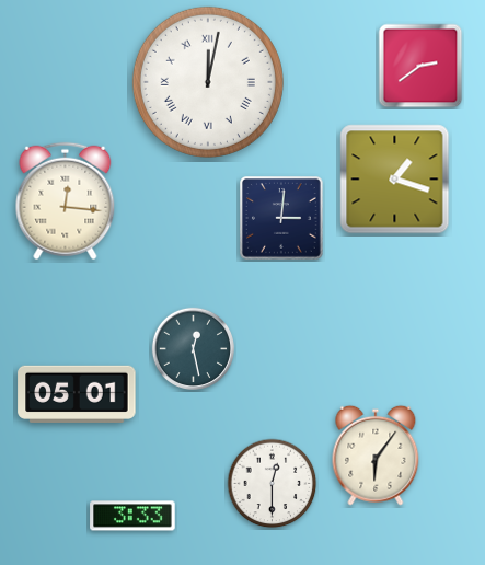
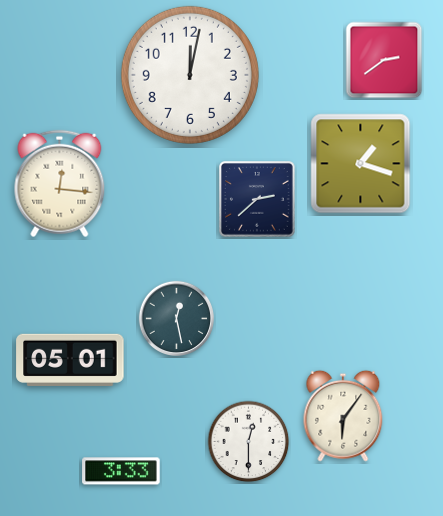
clock at (208, 82) numerals: Roman -> Arabic
clock at (282, 219): 3:01 -> 2:38
